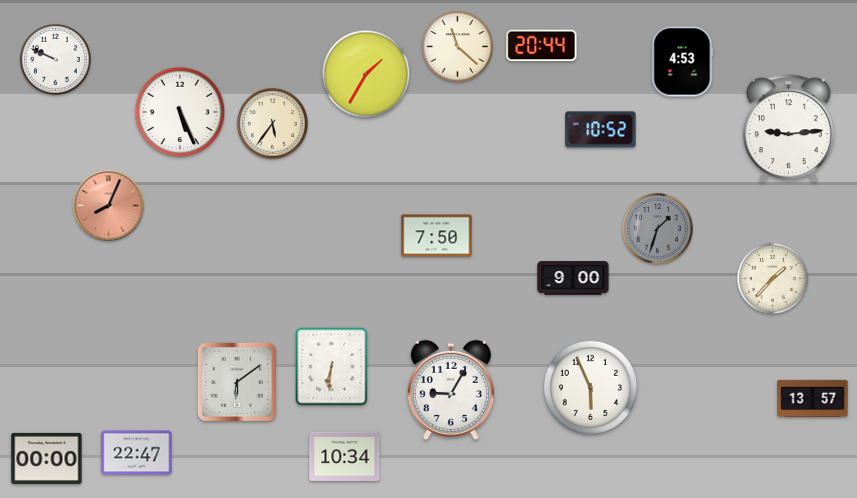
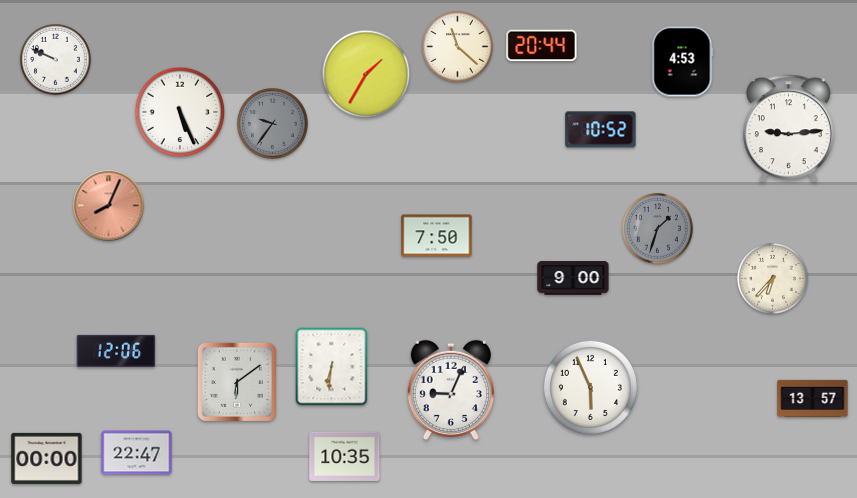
clock at (273, 124): 5:36 -> 9:36
clock at (273, 124) dial: cream -> grey
clock at (773, 279): 1:37 -> 6:37
clock at (116, 351): none -> 12:06
clock at (451, 390): 9:05 -> 9:04
clock at (345, 456): 10:34 -> 10:35
